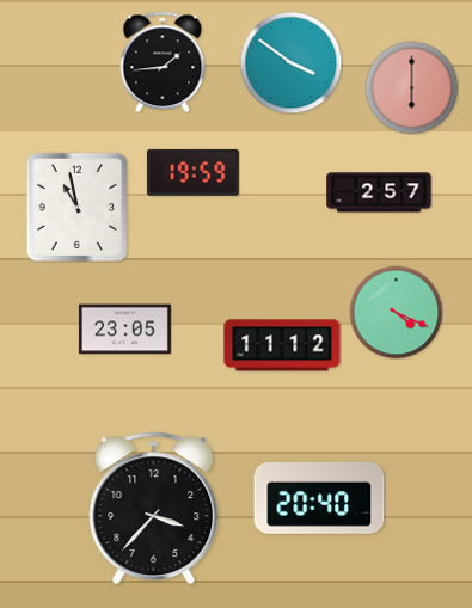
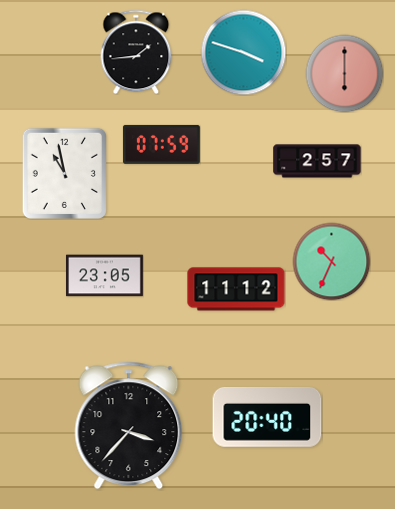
clock at (290, 62): 3:51 -> 3:48
clock at (192, 172): 19:59 -> 07:59
clock at (396, 312): 4:19 -> 10:34
